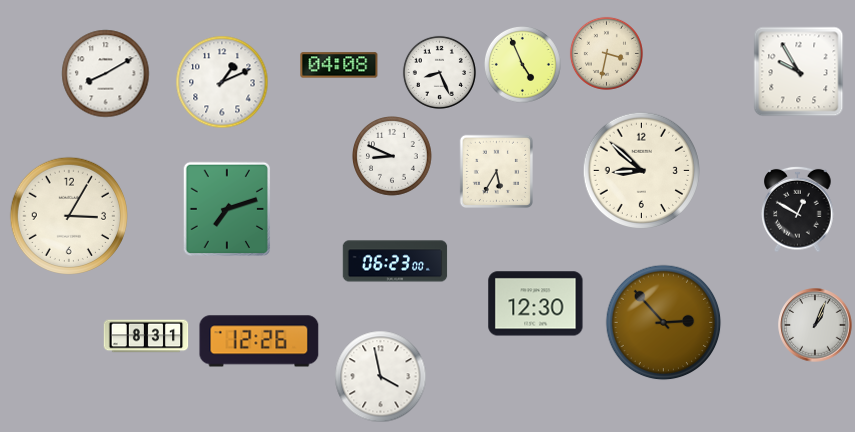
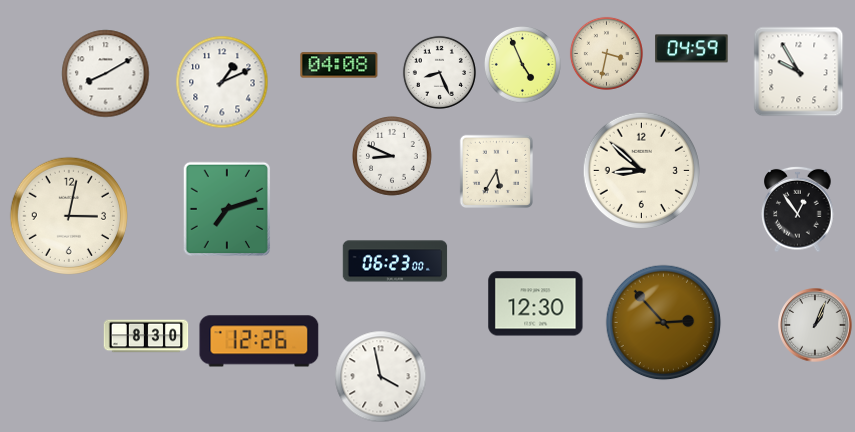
clock at (692, 49): none -> 04:59
clock at (798, 209): 12:50 -> 12:54
clock at (68, 215): 3:05 -> 3:02
clock at (146, 336): 8:31 -> 8:30
